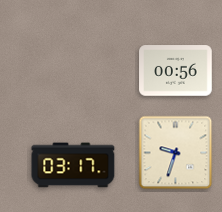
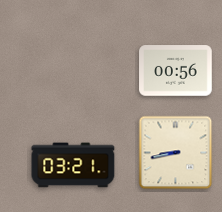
clock at (176, 153): 9:33 -> 8:43
clock at (73, 165): 03:17 -> 03:21
